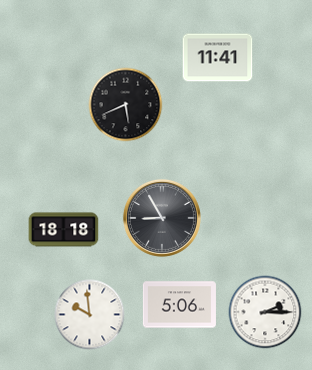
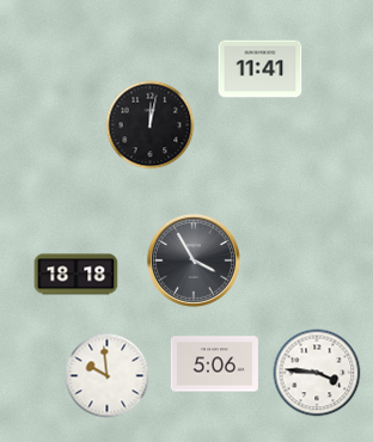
clock at (126, 105): 5:41 -> 12:02
clock at (162, 218): 8:55 -> 3:55
clock at (265, 312): 2:15 -> 3:46
